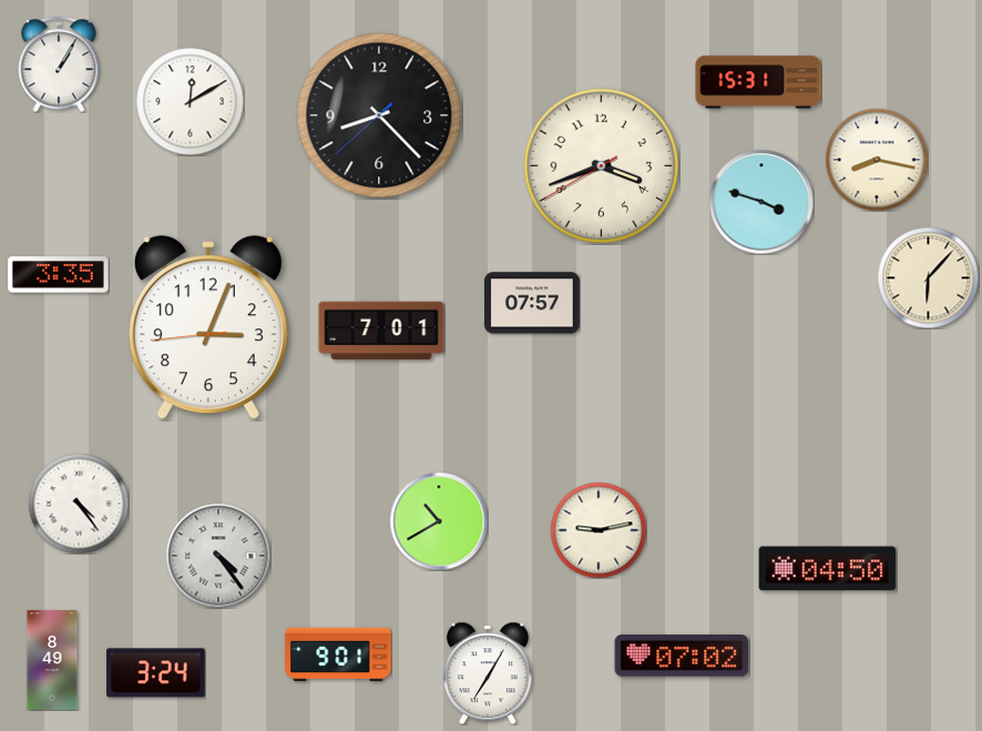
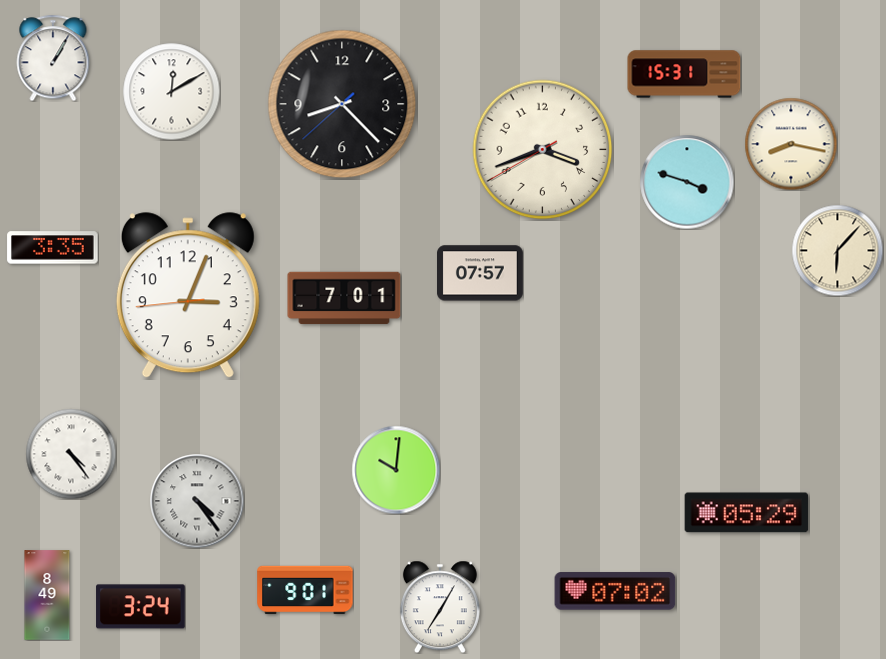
clock at (439, 521): 10:40 -> 10:01
clock at (599, 530): 9:13 -> none
clock at (828, 569): 04:50 -> 05:29
